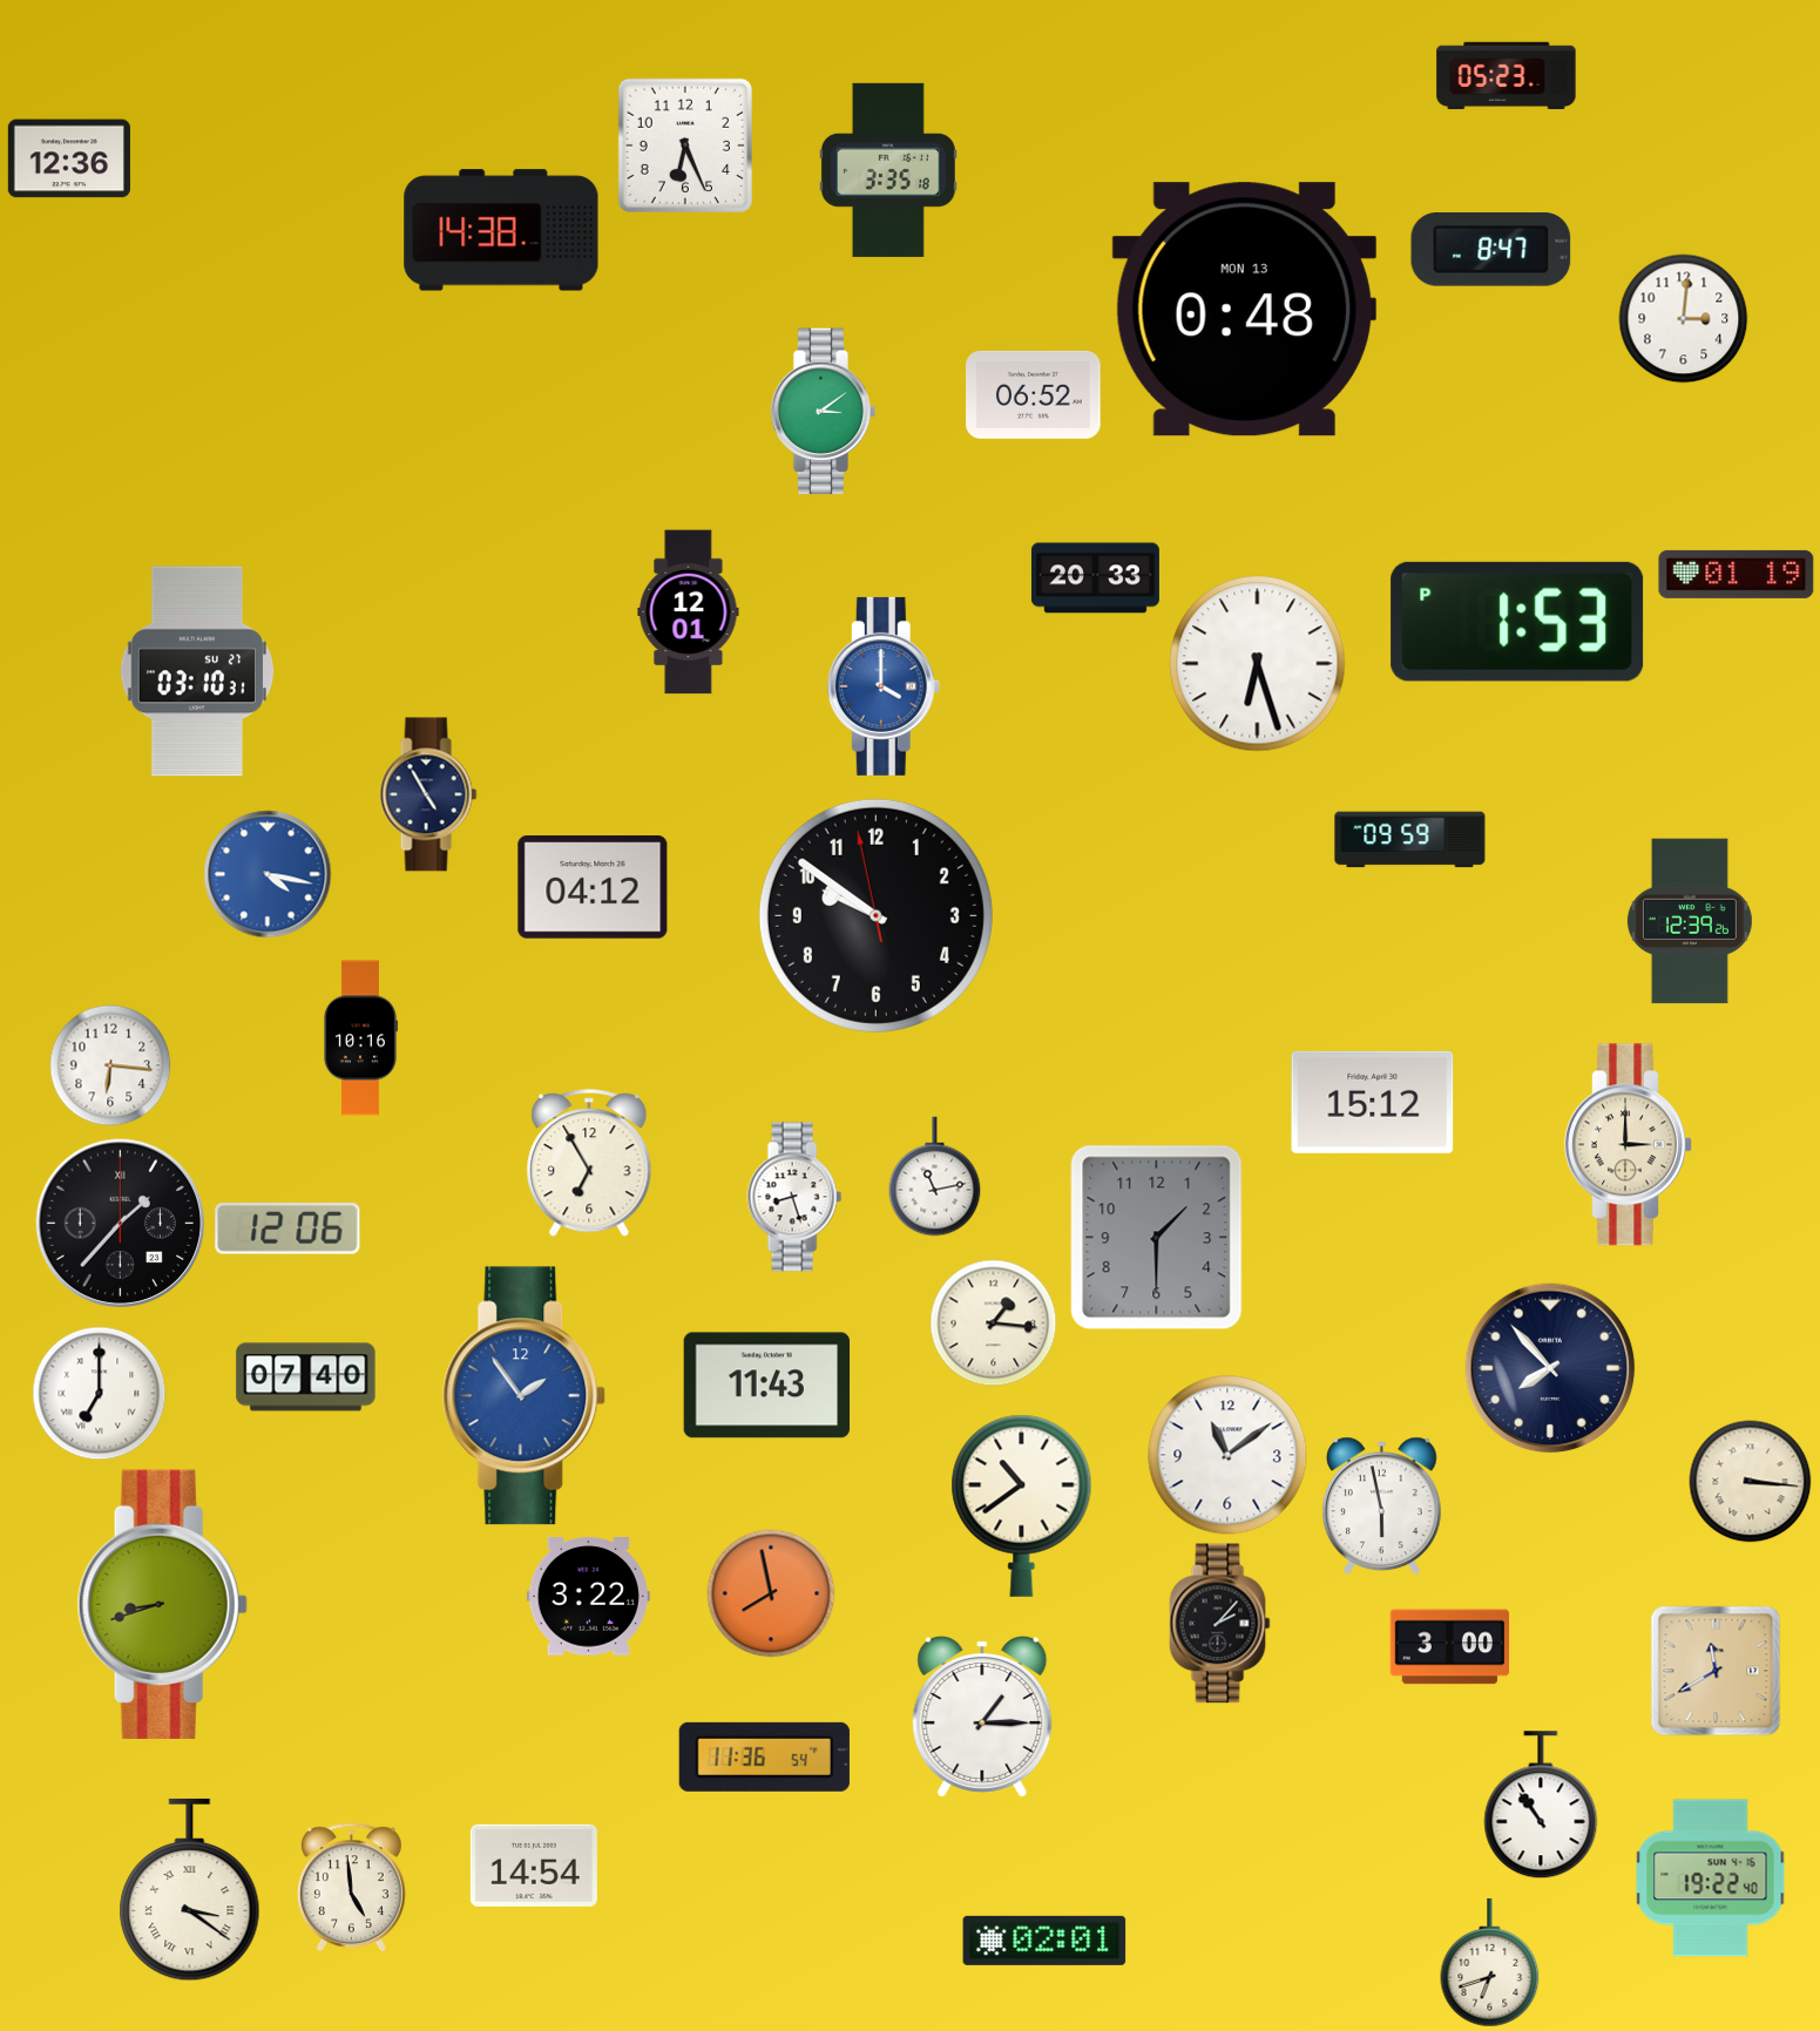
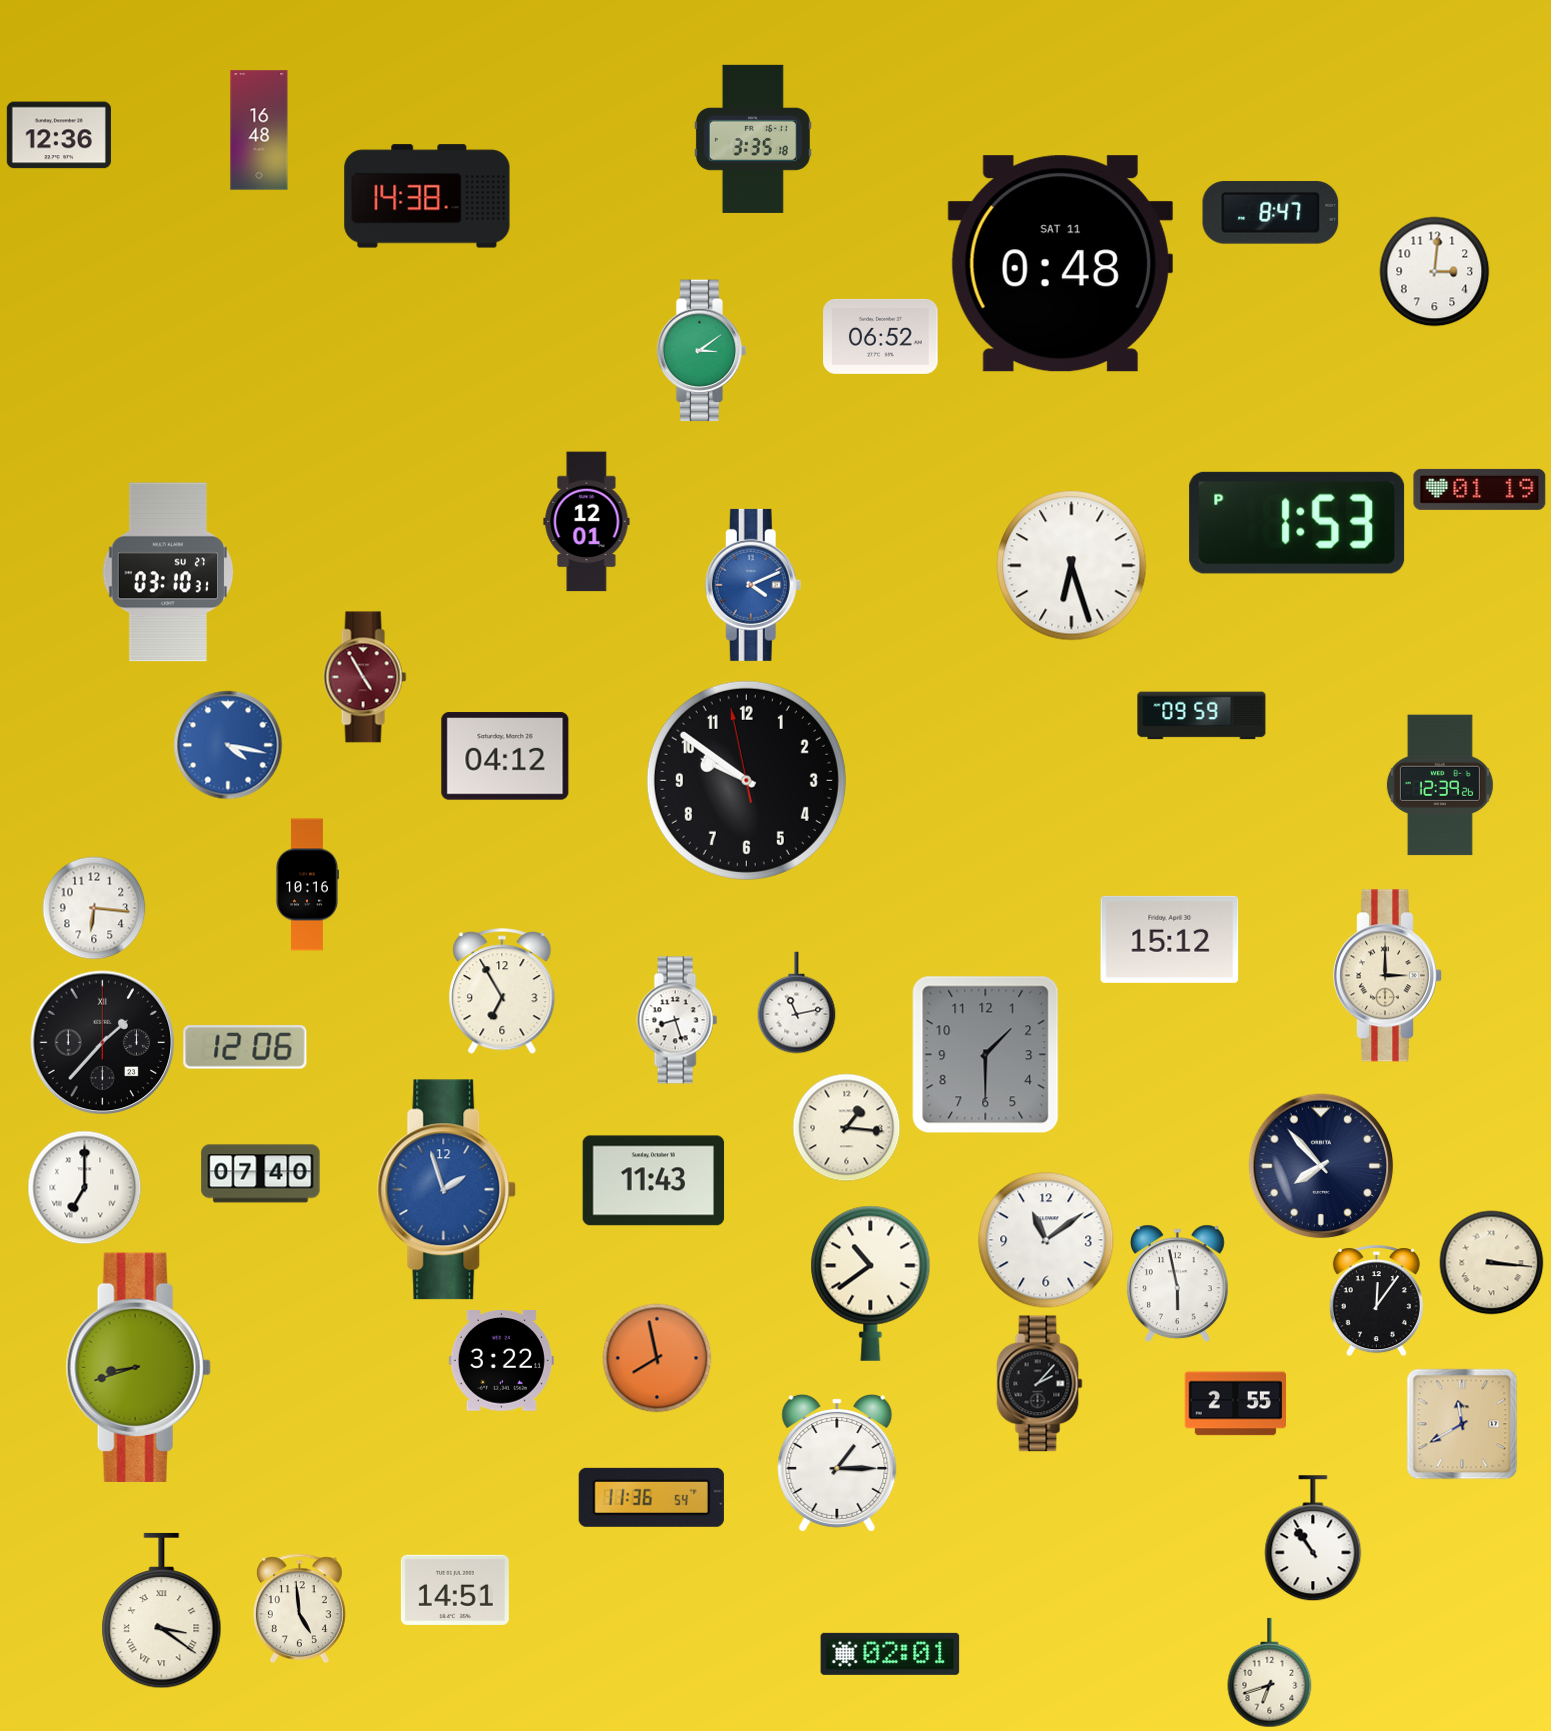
clock at (1507, 76): 05:23 -> none
clock at (684, 144): 6:26 -> none
clock at (259, 130): none -> 16:48
clock at (888, 170) position: (888, 170) -> (753, 139)
clock at (1244, 310) date: MON 13 -> SAT 11
clock at (1095, 578): 20:33 -> none
clock at (1517, 622) position: (1517, 622) -> (1297, 523)
clock at (884, 686): 4:00 -> 4:11
clock at (428, 794) dial: navy -> burgundy
clock at (525, 1396): 1:54 -> 1:57
clock at (1376, 1301): none -> 12:06
clock at (1450, 1647): 3:00 -> 2:55
clock at (534, 1866): 14:54 -> 14:51
clock at (1711, 1878): 19:22 -> none
